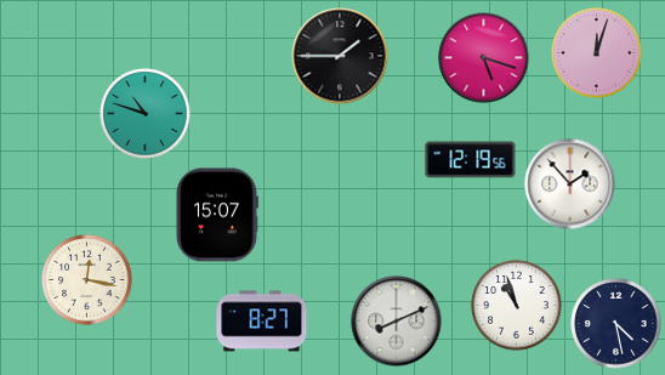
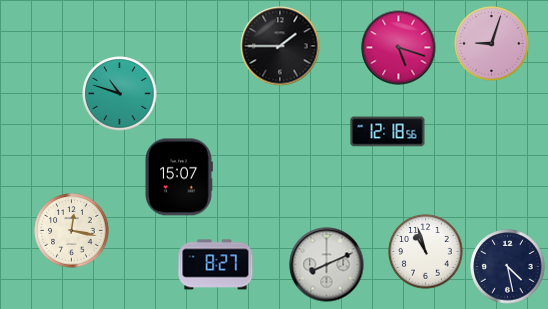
clock at (597, 53): 12:03 -> 9:03
clock at (471, 160): 12:19 -> 12:18
clock at (570, 184): 1:53 -> none
